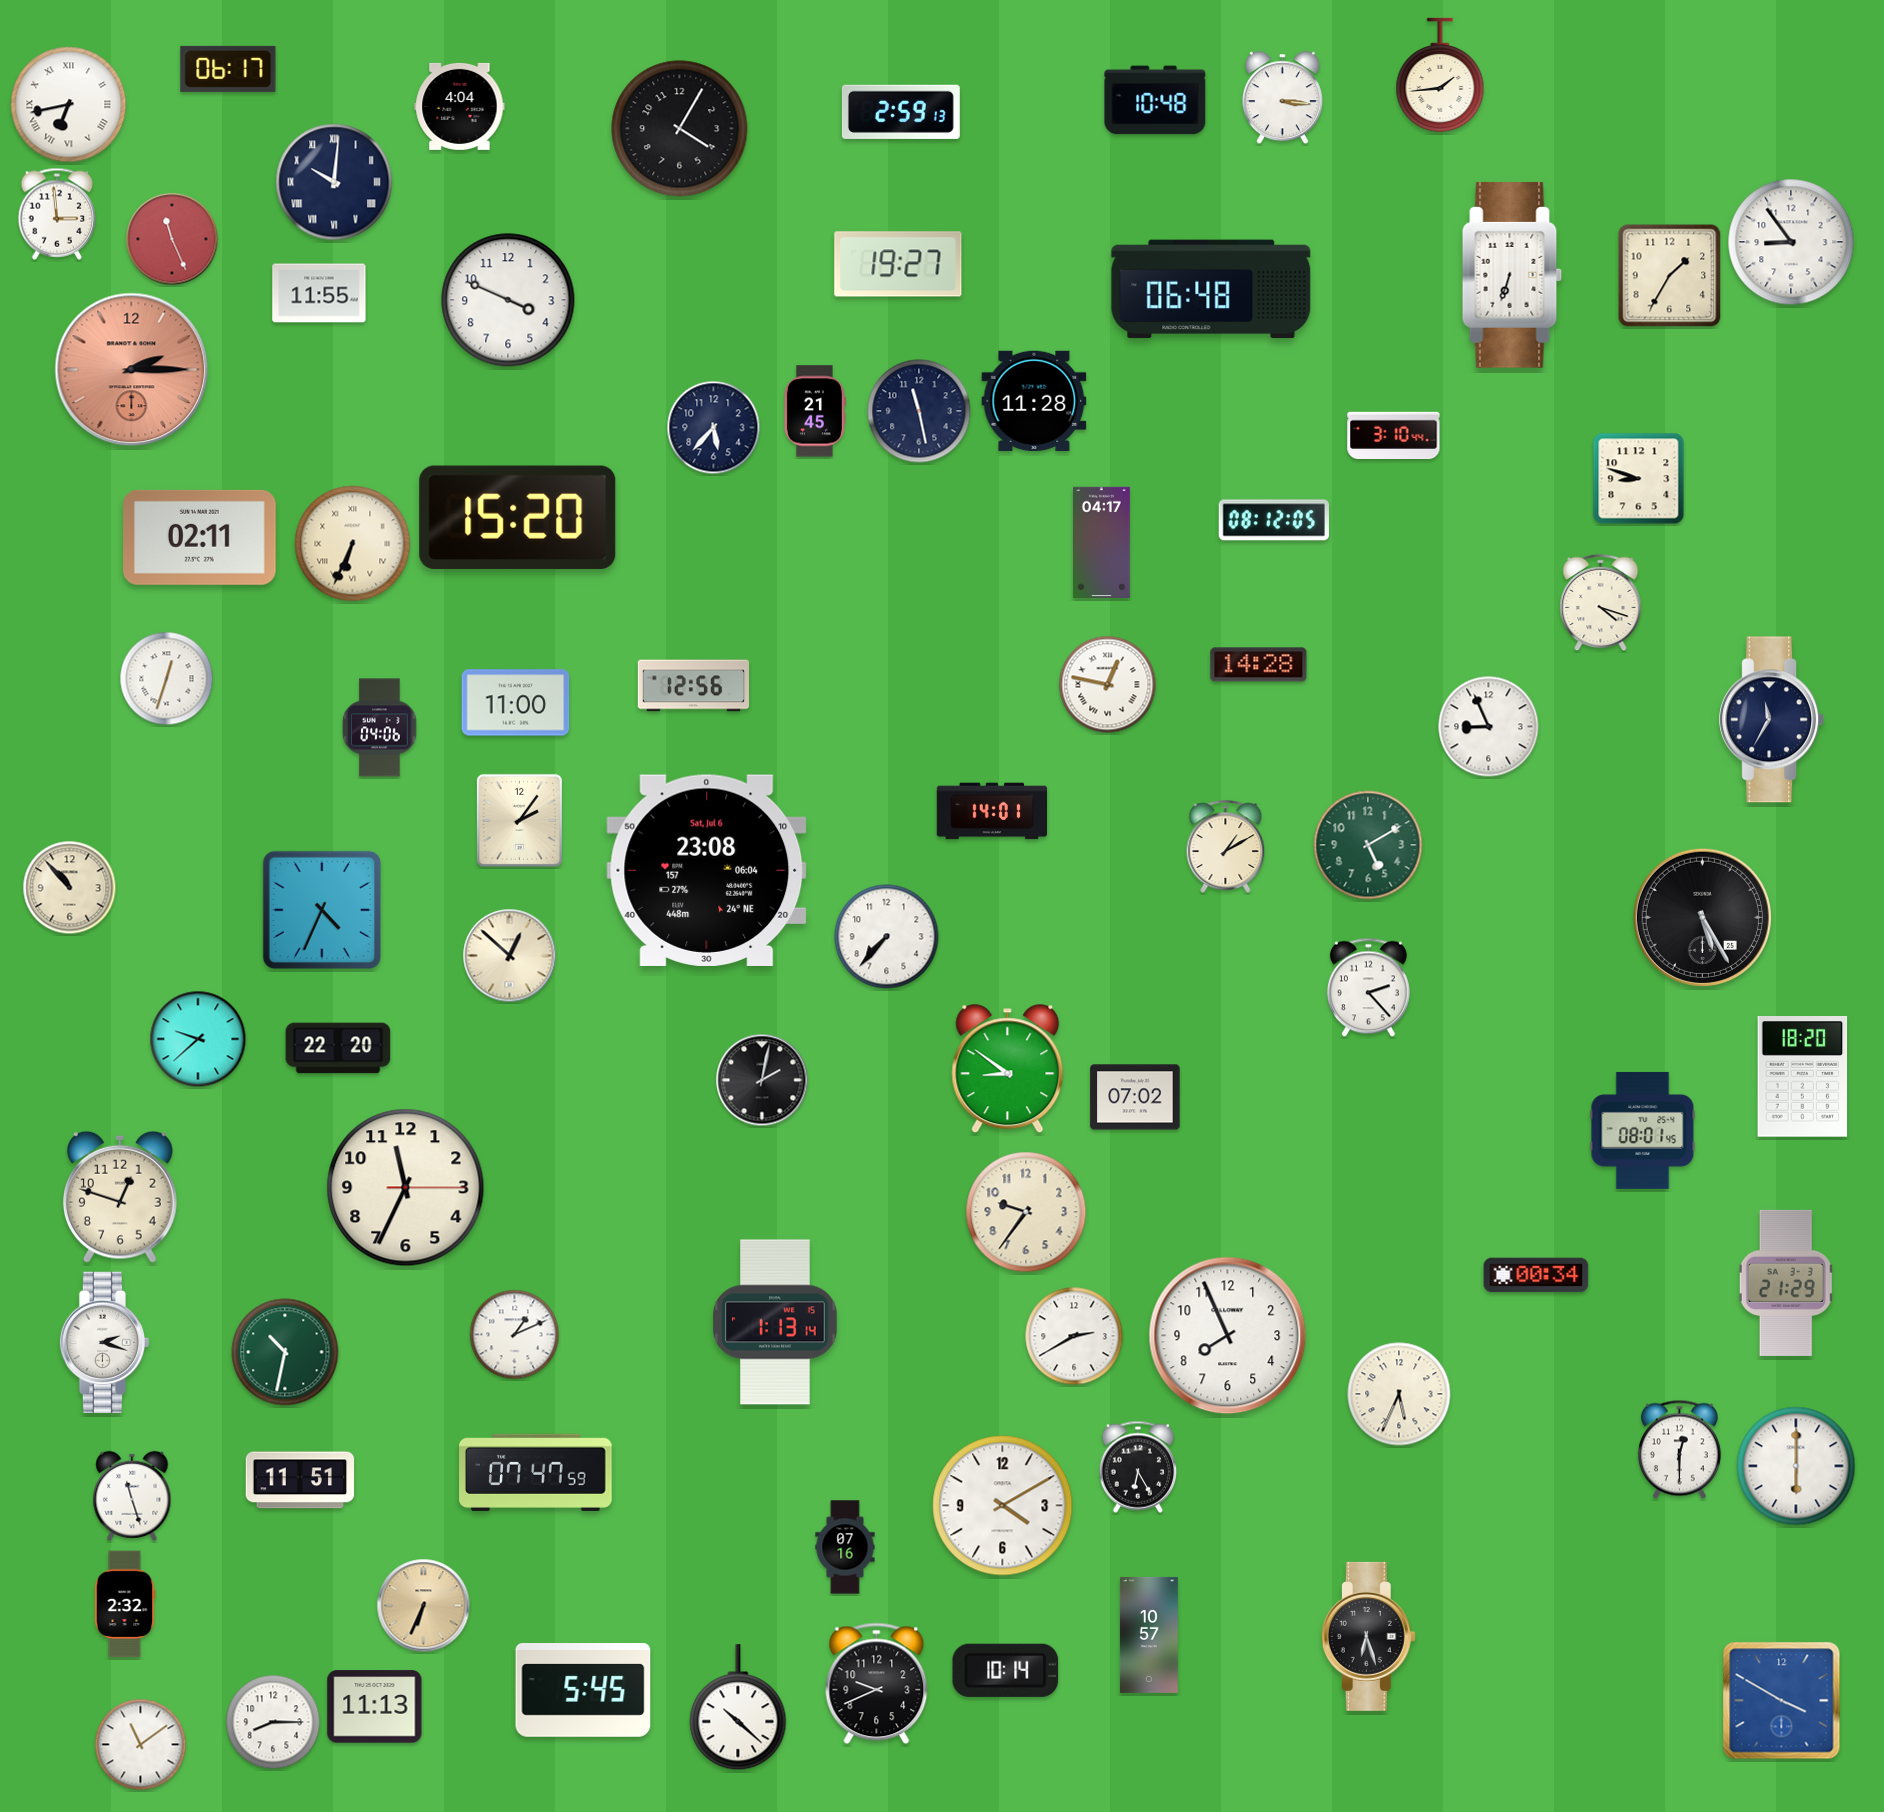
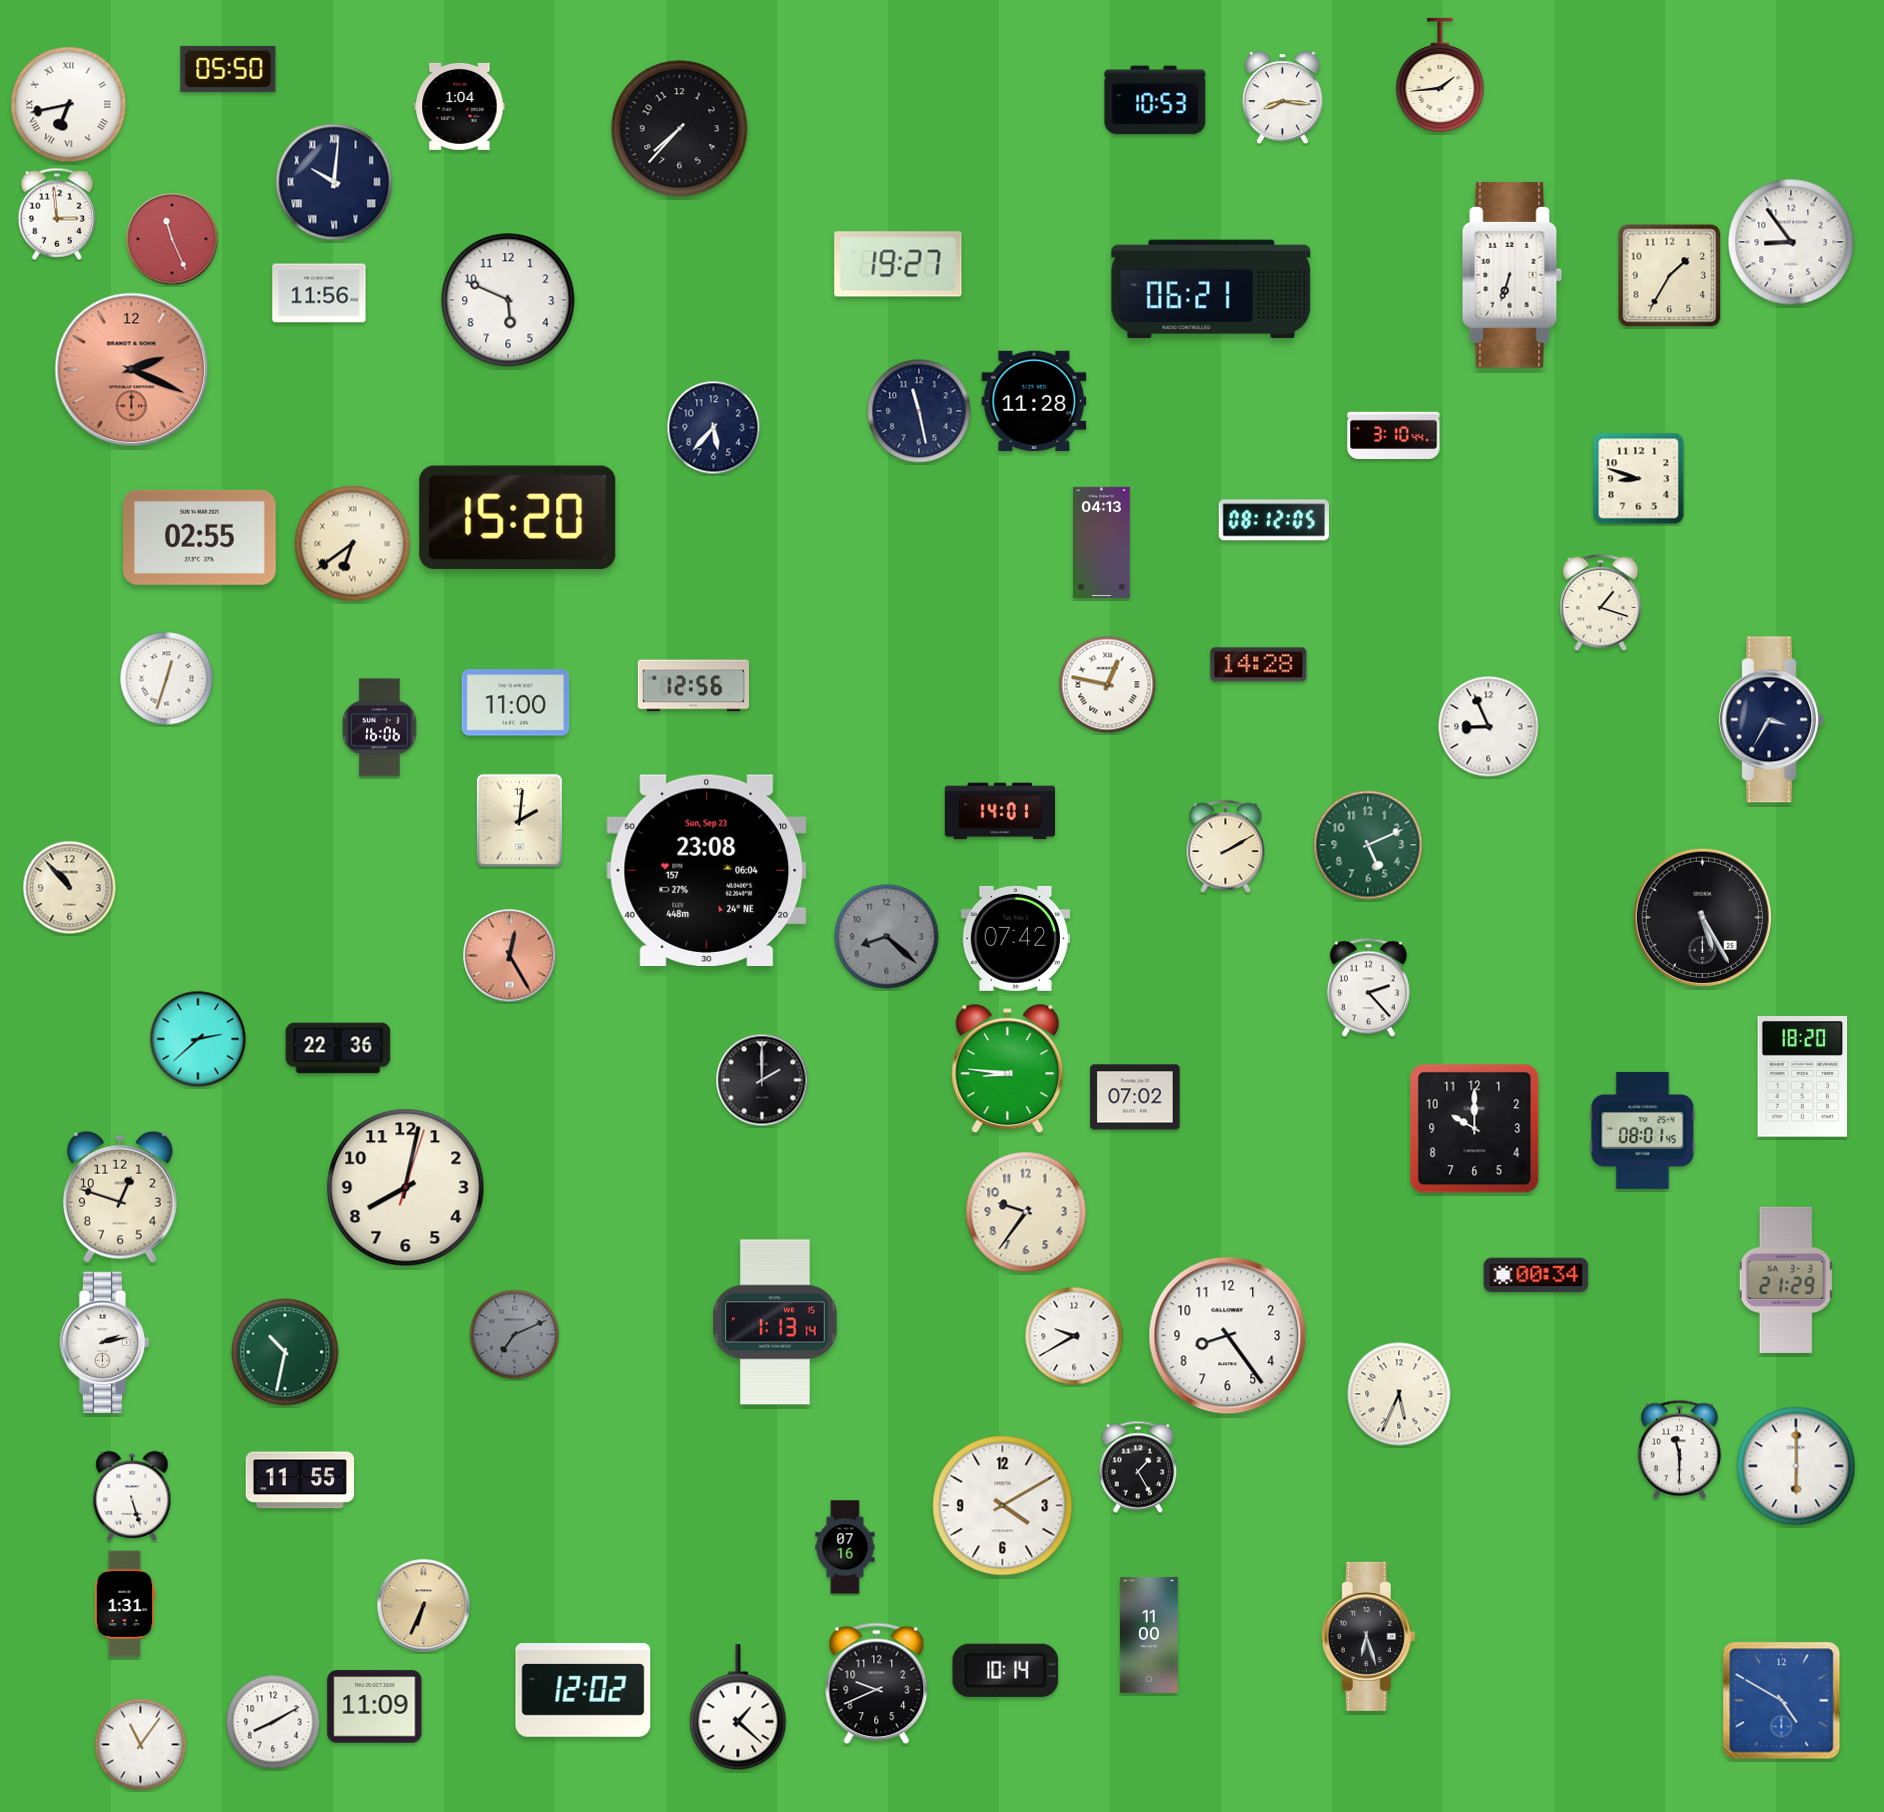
clock at (228, 69): 06:17 -> 05:50
clock at (1282, 98): 3:16 -> 8:16
clock at (1155, 100): 10:48 -> 10:53
clock at (460, 106): 4:04 -> 1:04
clock at (901, 112): 2:59 -> none
clock at (680, 129): 4:05 -> 7:37
clock at (1211, 289): 06:48 -> 06:21
clock at (319, 293): 11:55 -> 11:56
clock at (508, 300): 3:49 -> 5:49
clock at (132, 370): 2:15 -> 2:19
clock at (814, 411): 21:45 -> none
clock at (200, 537): 02:11 -> 02:55
clock at (1102, 542): 04:17 -> 04:13
clock at (353, 544): 6:34 -> 6:39
clock at (1601, 603): 4:18 -> 1:18
clock at (1772, 720): 11:35 -> 3:35
clock at (380, 728): 04:06 -> 16:06
clock at (992, 811) position: (992, 811) -> (1000, 811)
clock at (519, 820): 2:06 -> 2:01
clock at (1368, 845): 5:10 -> 5:11
clock at (1226, 846): 1:10 -> 2:10
clock at (707, 870) date: Sat, Jul 6 -> Sun, Sep 23
clock at (322, 910): 4:34 -> none
clock at (887, 937): 7:37 -> 8:22
clock at (887, 937) dial: white -> grey
clock at (1016, 938): none -> 07:42
clock at (510, 956): 12:52 -> 12:25
clock at (510, 956) dial: cream -> salmon
clock at (198, 1039): 9:38 -> 2:38
clock at (338, 1048): 22:20 -> 22:36
clock at (1008, 1069): 8:51 -> 8:46
clock at (762, 1080): 2:02 -> 2:00
clock at (1475, 1129): none -> 10:00
clock at (406, 1188): 11:34 -> 8:02
clock at (1786, 1283) position: (1786, 1283) -> (1786, 1280)
clock at (515, 1335): 1:11 -> 7:11
clock at (515, 1335) dial: white -> grey
clock at (1074, 1336): 2:40 -> 9:40
clock at (1228, 1336): 7:56 -> 8:24
clock at (105, 1343): 2:18 -> 2:13
clock at (1679, 1450): 12:30 -> 11:30
clock at (1138, 1467): 6:25 -> 1:25
clock at (536, 1472): 07:47 -> none
clock at (300, 1480): 11:51 -> 11:55
clock at (132, 1496): 11:27 -> 5:27
clock at (125, 1604): 2:32 -> 1:31
clock at (1149, 1635): 10:57 -> 11:00
clock at (583, 1691): 5:45 -> 12:02
clock at (1782, 1701): 3:50 -> 4:50
clock at (375, 1707): 11:13 -> 11:09
clock at (738, 1708): 10:22 -> 1:22
clock at (273, 1722): 8:15 -> 8:10
clock at (141, 1745): 11:09 -> 11:06
